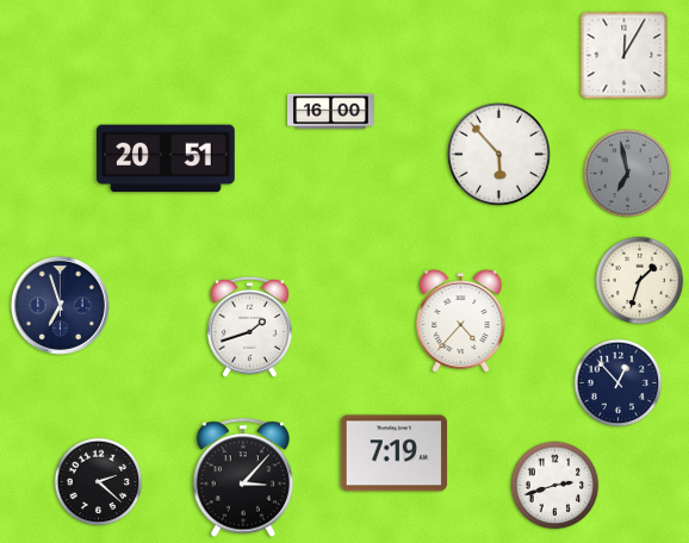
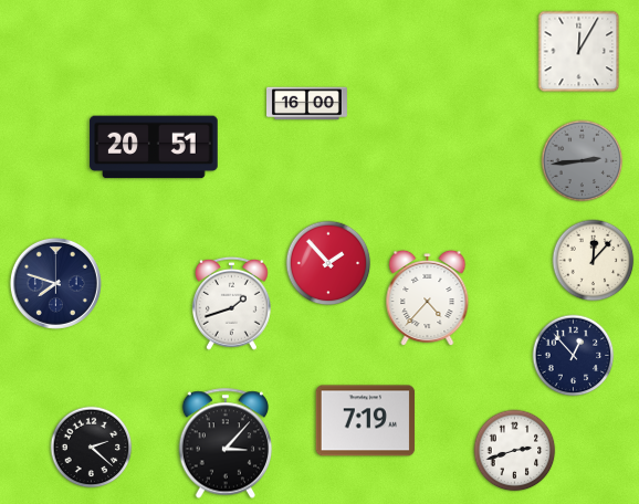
clock at (498, 154): 5:53 -> none
clock at (628, 174): 6:58 -> 2:44
clock at (640, 281): 1:33 -> 12:07
clock at (328, 263): none -> 1:53
clock at (60, 305): 6:57 -> 7:48
